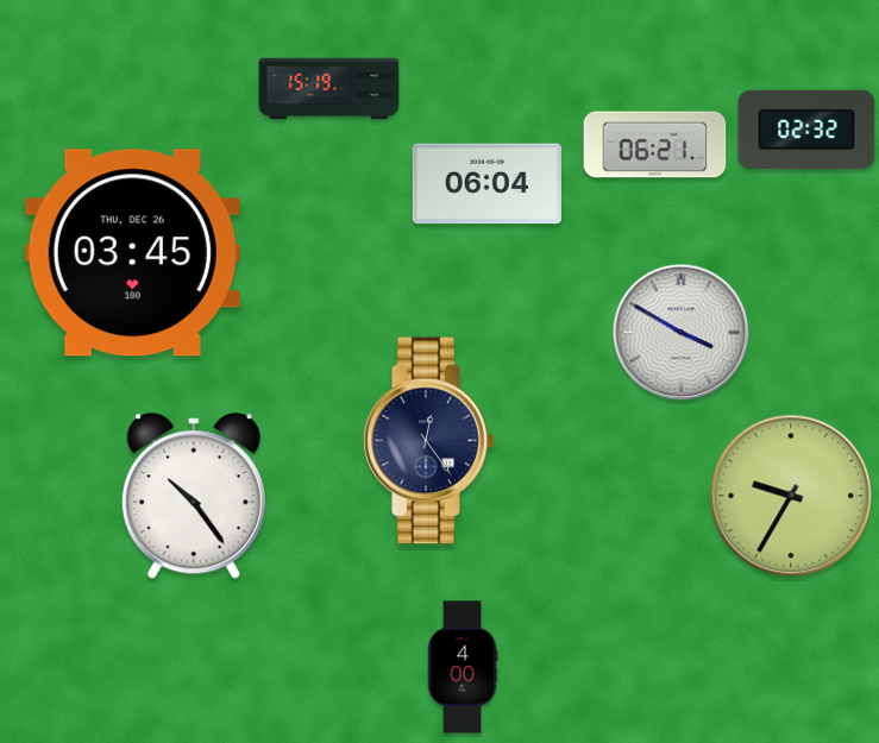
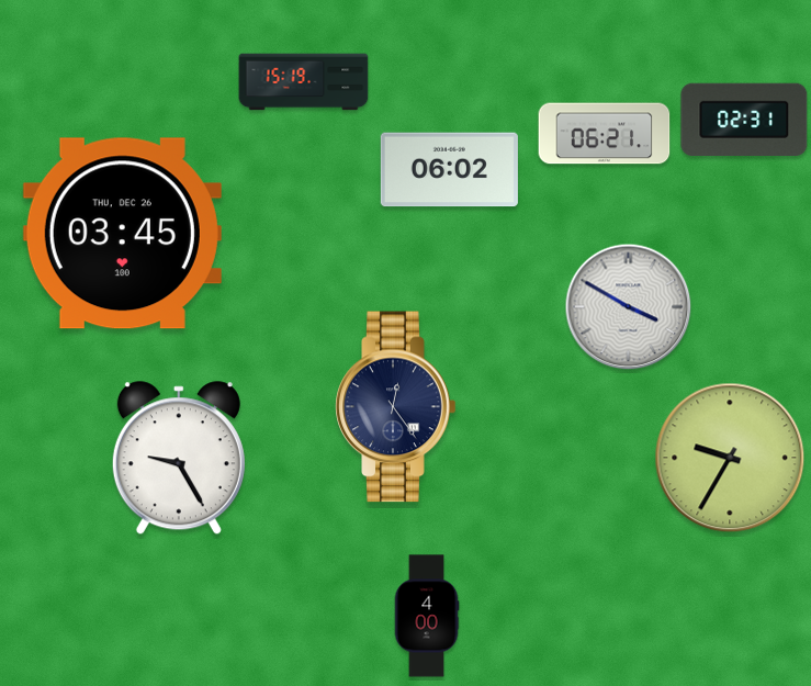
clock at (806, 130): 02:32 -> 02:31
clock at (486, 184): 06:04 -> 06:02
clock at (194, 497): 10:24 -> 9:25
